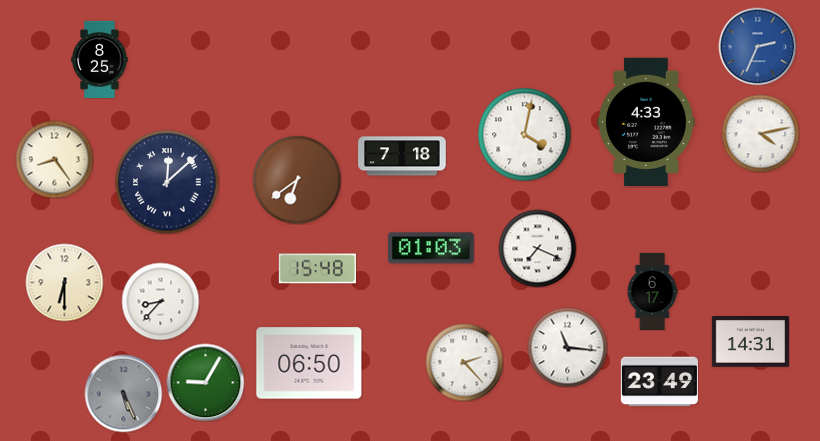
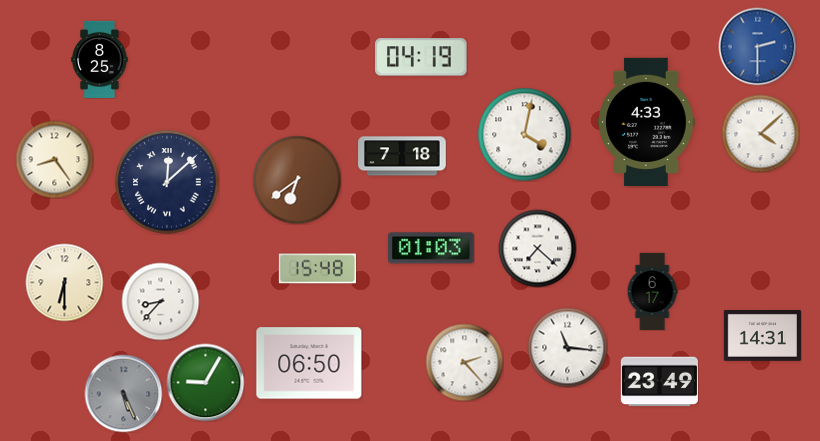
clock at (757, 46): 2:34 -> 2:30
clock at (421, 57): none -> 04:19
clock at (760, 133): 4:13 -> 4:08
clock at (537, 248): 7:19 -> 7:22
clock at (750, 342) position: (750, 342) -> (762, 336)
